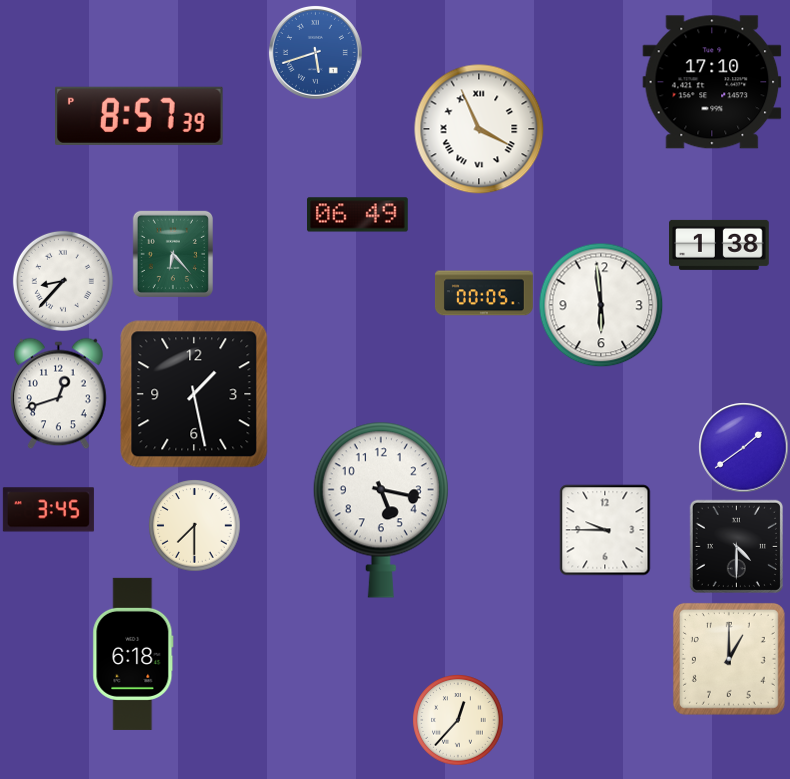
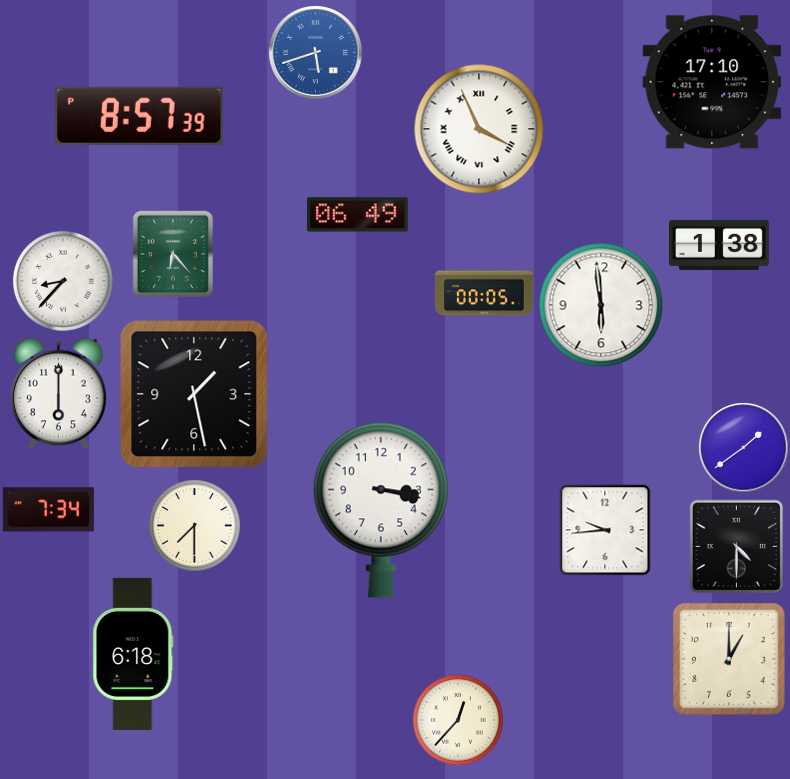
clock at (59, 393): 12:42 -> 6:00
clock at (48, 510): 3:45 -> 7:34
clock at (381, 510): 5:17 -> 3:17
clock at (605, 530): 9:45 -> 9:44
